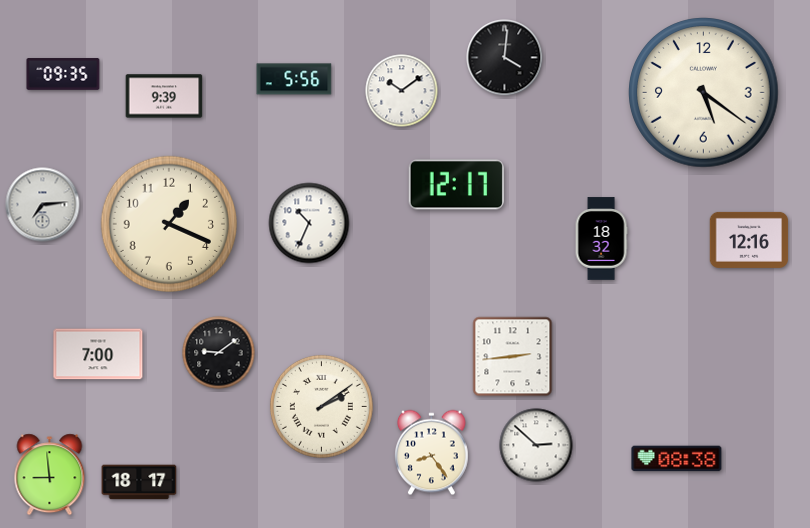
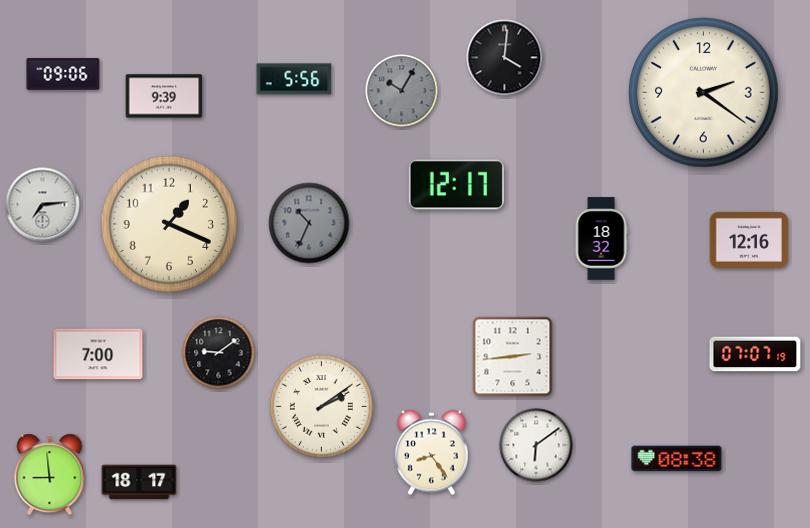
clock at (63, 74): 09:35 -> 09:06
clock at (402, 91): 10:09 -> 10:05
clock at (402, 91) dial: white -> grey
clock at (704, 93): 5:21 -> 2:21
clock at (309, 223) dial: white -> grey
clock at (755, 354): none -> 07:07
clock at (536, 445): 2:52 -> 6:09
